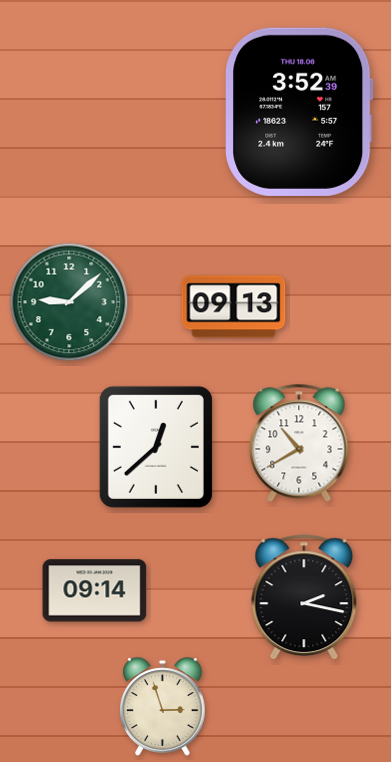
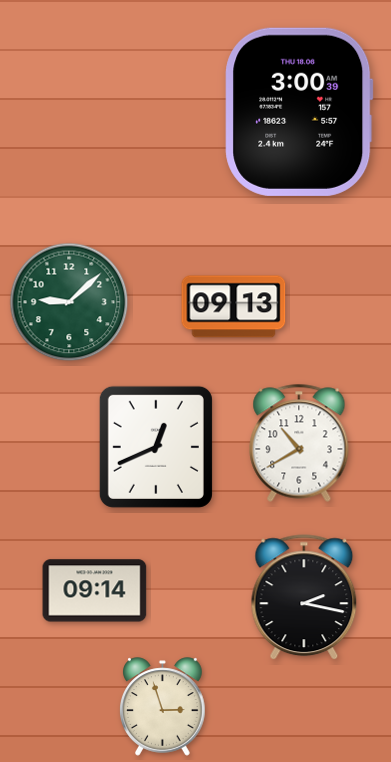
clock at (299, 112): 3:52 -> 3:00
clock at (156, 447): 12:38 -> 12:41
